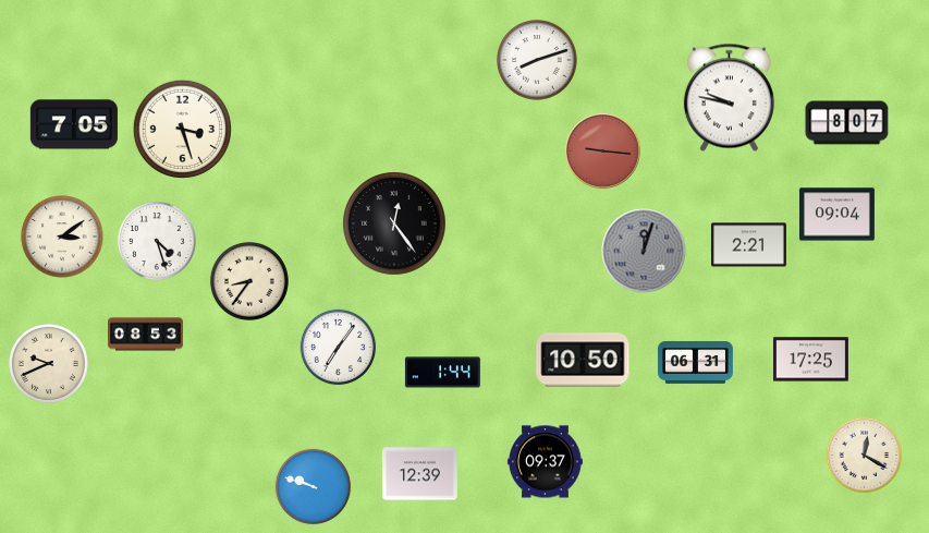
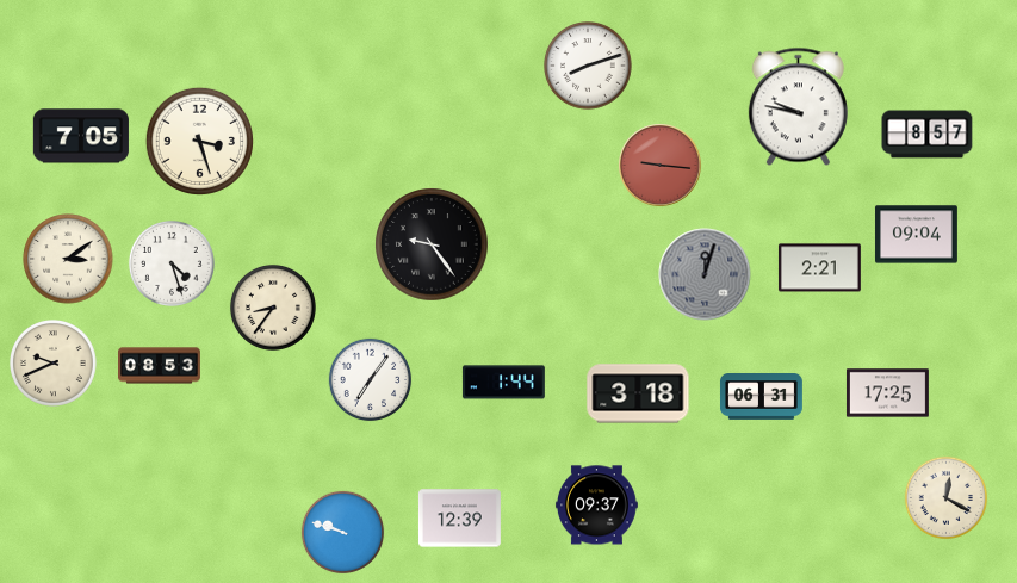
clock at (847, 123): 8:07 -> 8:57
clock at (394, 223): 12:24 -> 9:24
clock at (583, 360): 10:50 -> 3:18
clock at (49, 364) position: (49, 364) -> (54, 364)
clock at (442, 373) position: (442, 373) -> (503, 383)
